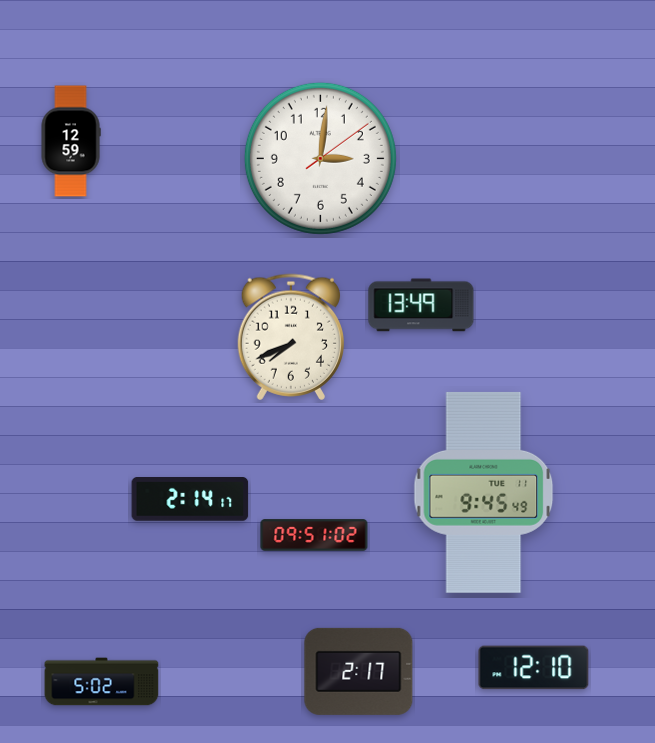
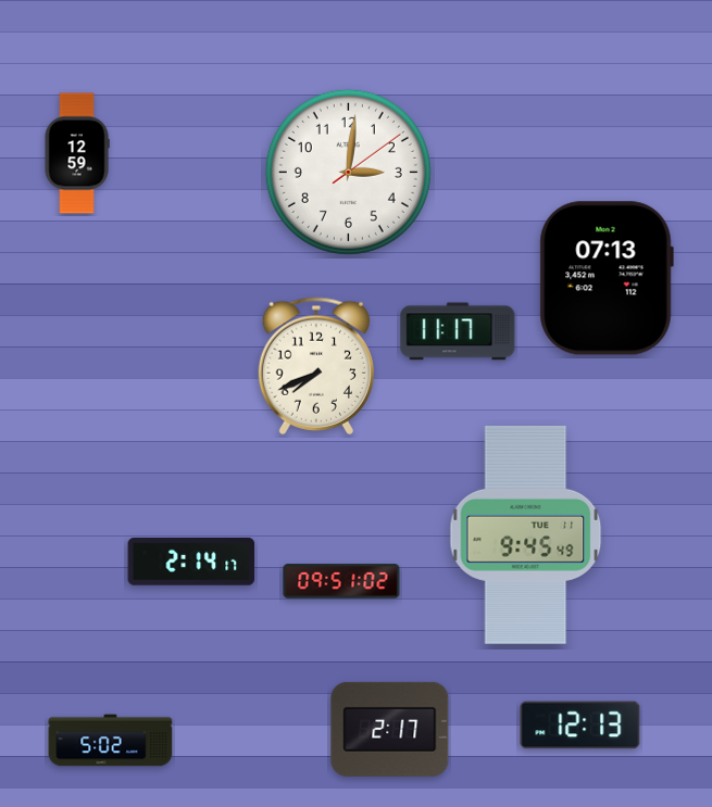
clock at (607, 278): none -> 07:13
clock at (421, 305): 13:49 -> 11:17
clock at (190, 500) position: (190, 500) -> (191, 563)
clock at (534, 668): 12:10 -> 12:13
